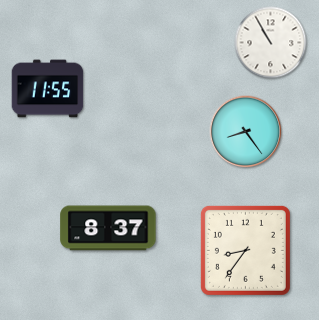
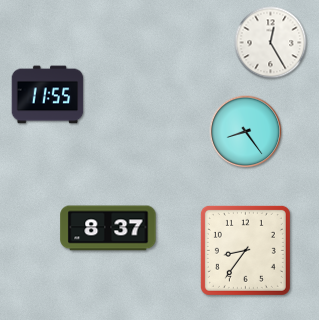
clock at (271, 43): 10:55 -> 12:25
clock at (48, 89) position: (48, 89) -> (48, 95)
